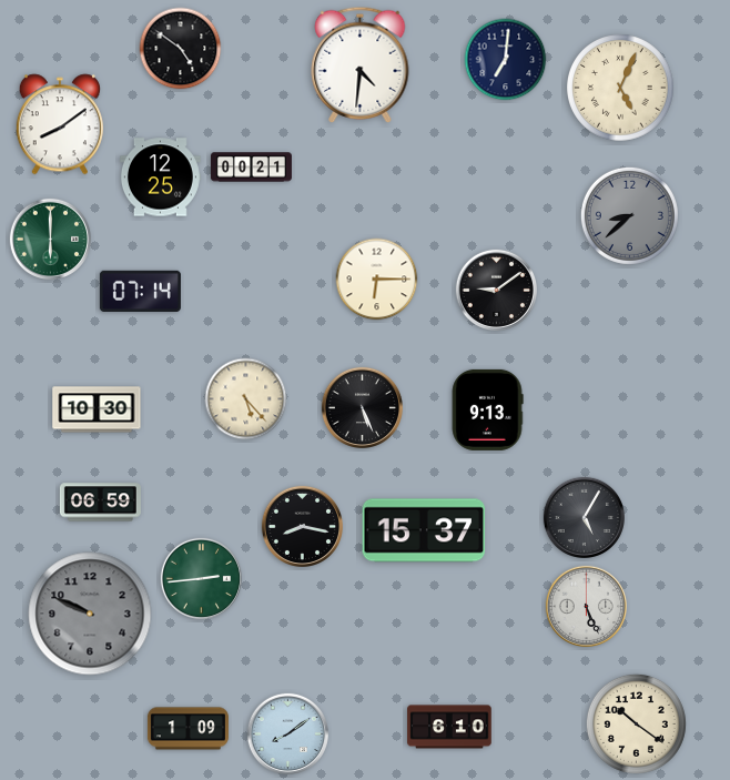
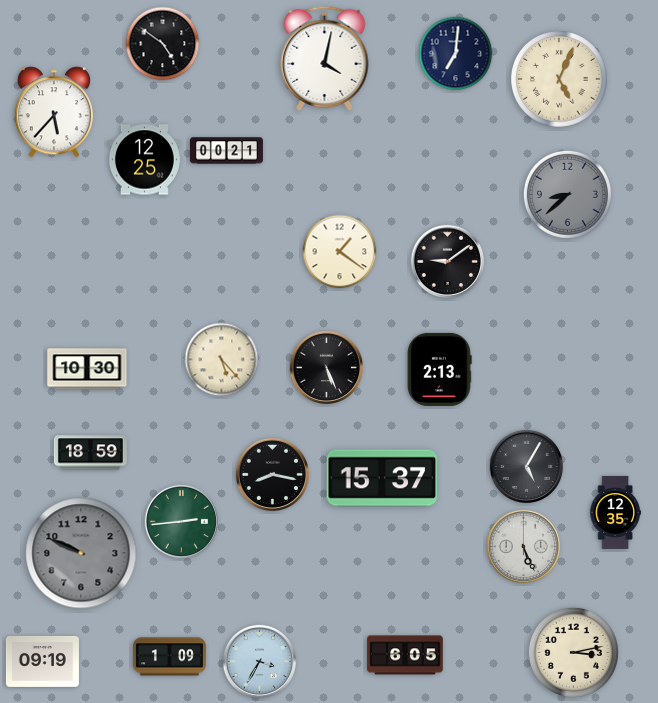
clock at (361, 64): 4:31 -> 4:02
clock at (60, 124): 8:09 -> 5:37
clock at (50, 239): 6:00 -> none
clock at (377, 280): 6:15 -> 1:21
clock at (140, 291): 07:14 -> none
clock at (487, 409): 9:13 -> 2:13
clock at (100, 503): 06:59 -> 18:59
clock at (615, 512): none -> 12:35
clock at (586, 606) position: (586, 606) -> (523, 546)
clock at (636, 723): 10:21 -> 3:13
clock at (449, 727): 6:10 -> 6:05
clock at (42, 661): none -> 09:19
clock at (287, 733): 8:09 -> 3:35
